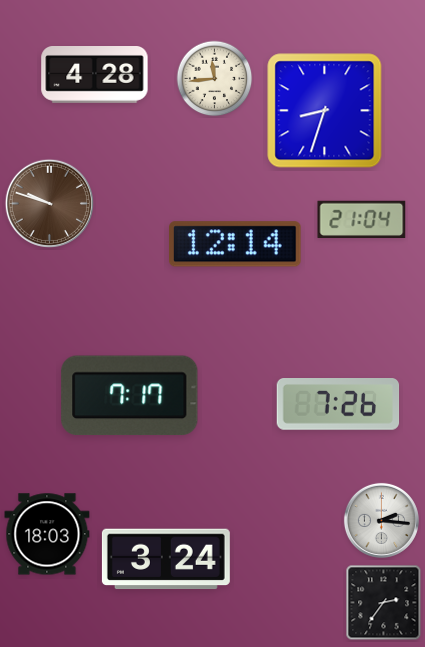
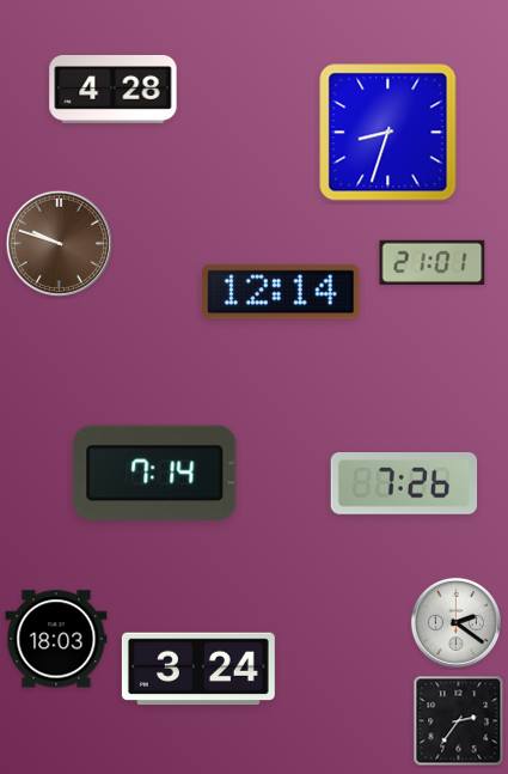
clock at (215, 79): 11:44 -> none
clock at (362, 219): 21:04 -> 21:01
clock at (130, 396): 7:17 -> 7:14
clock at (381, 520): 2:16 -> 2:21
